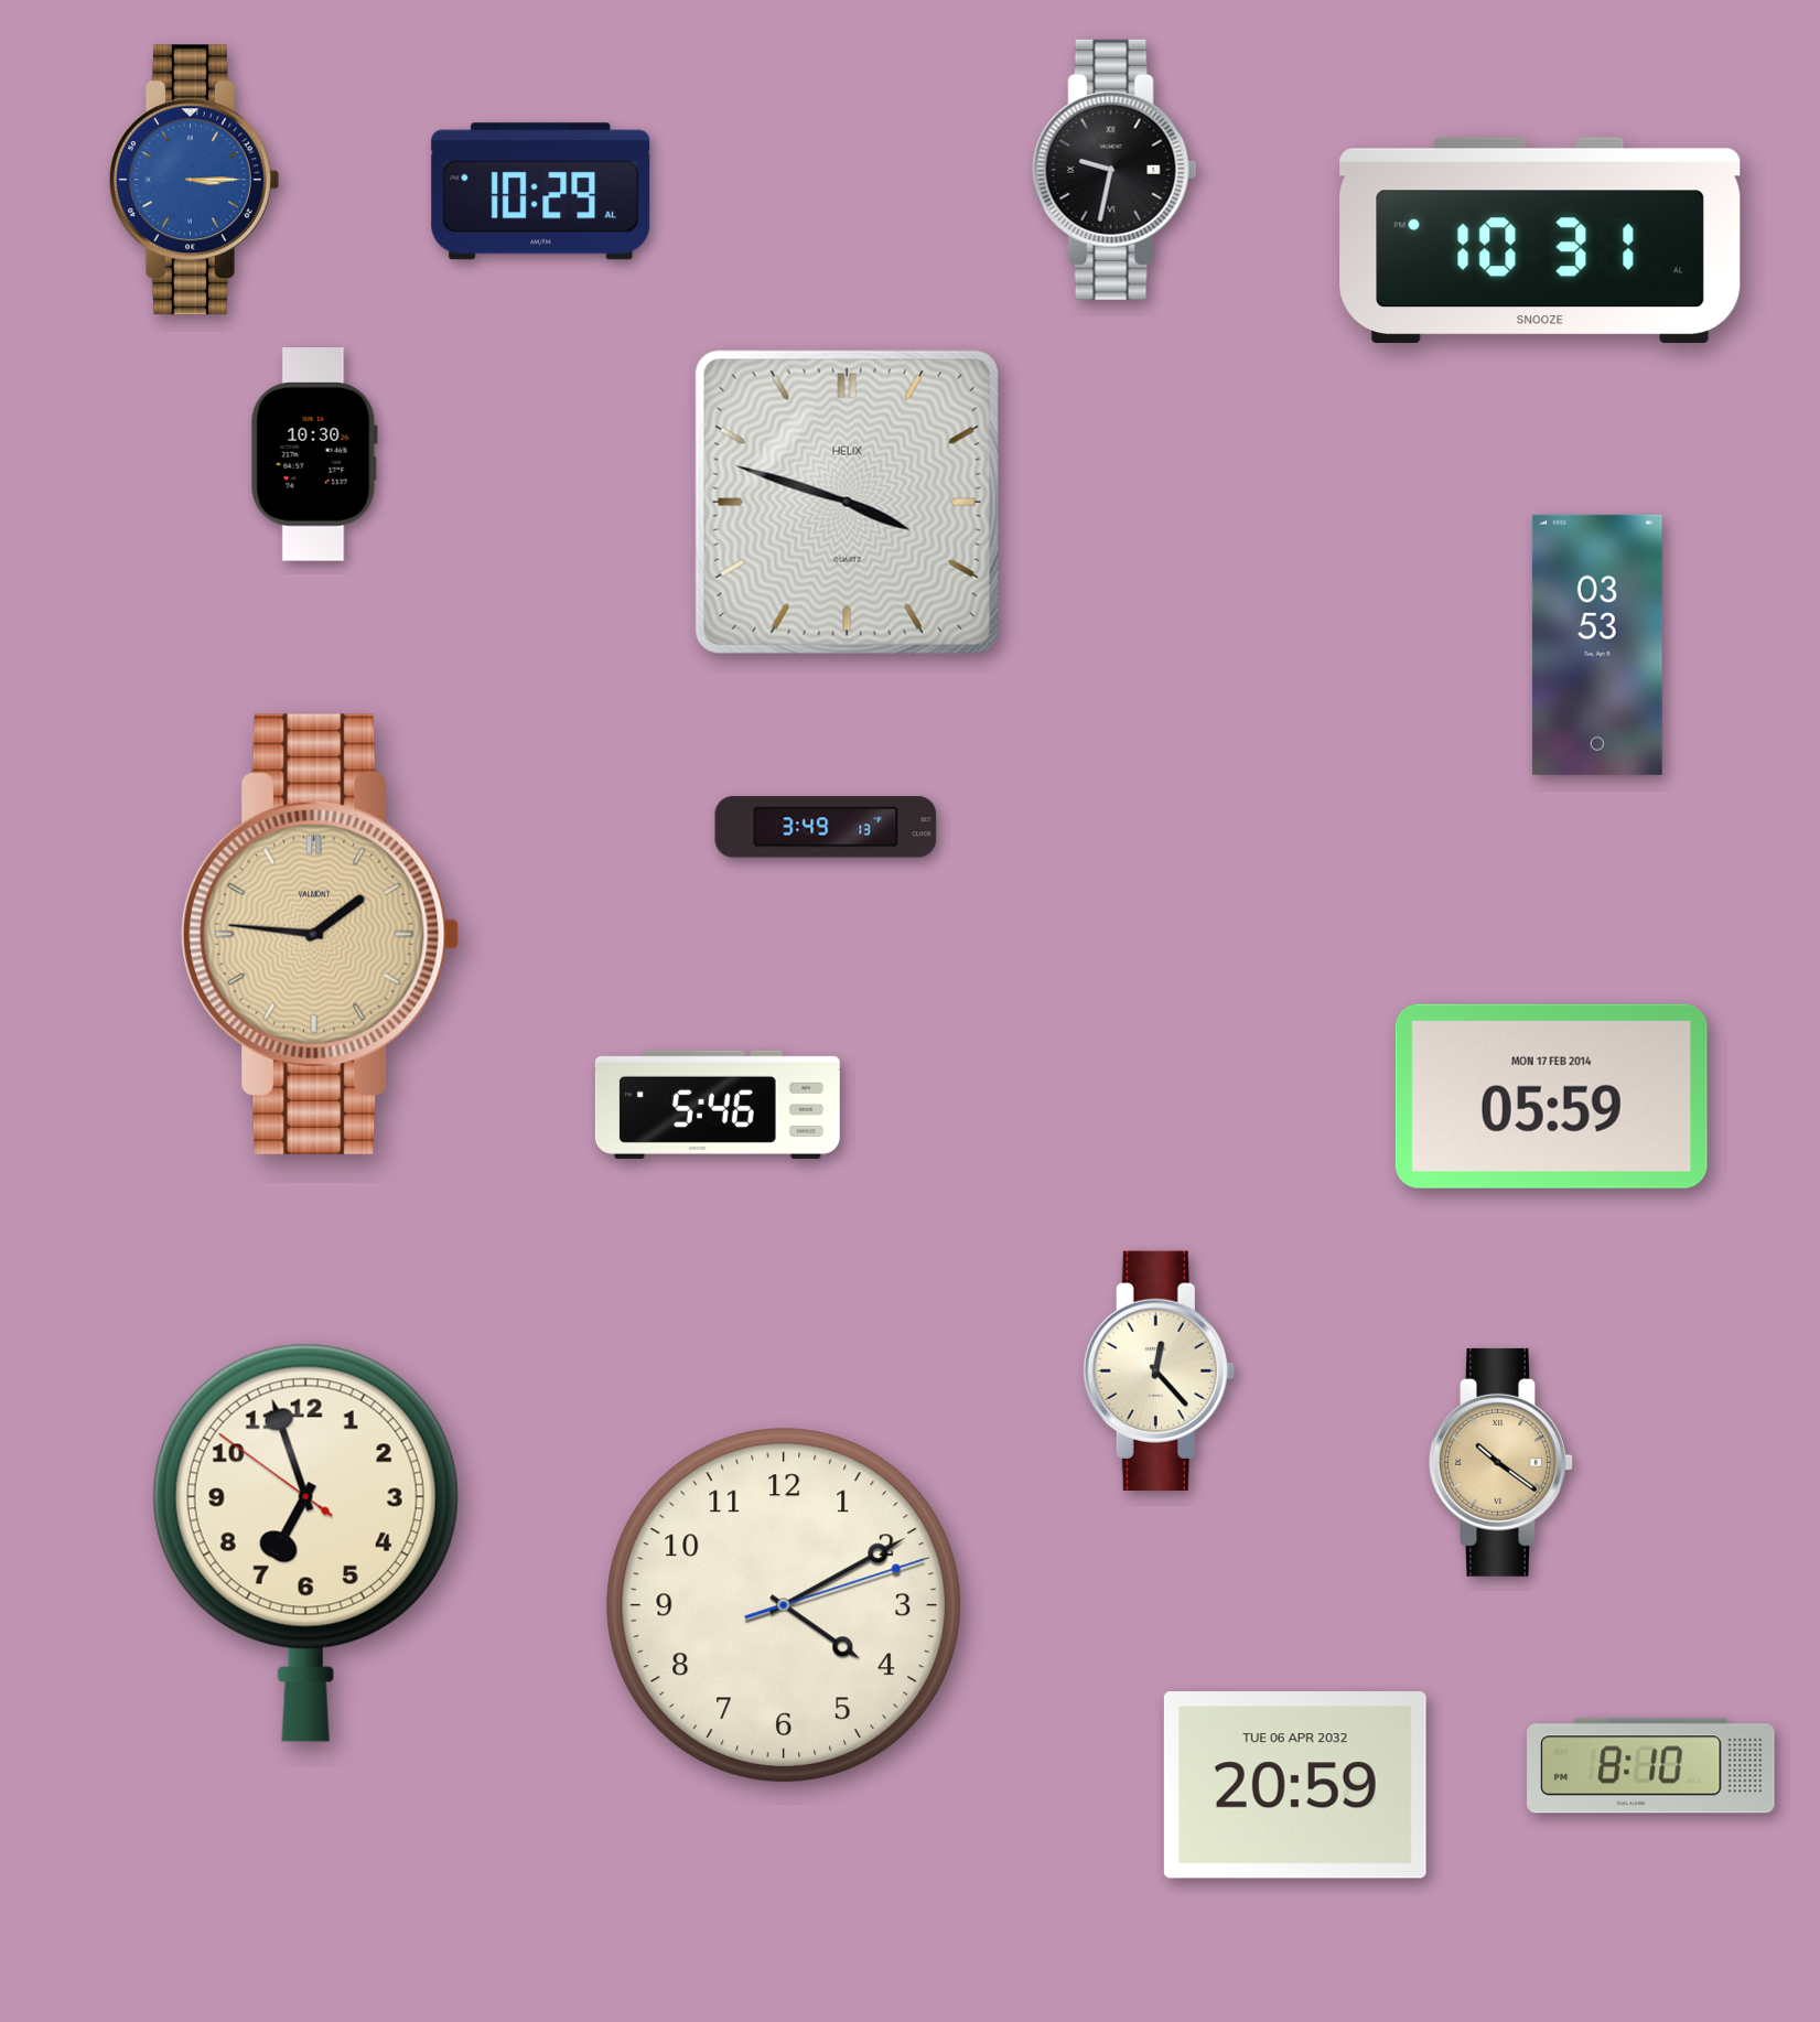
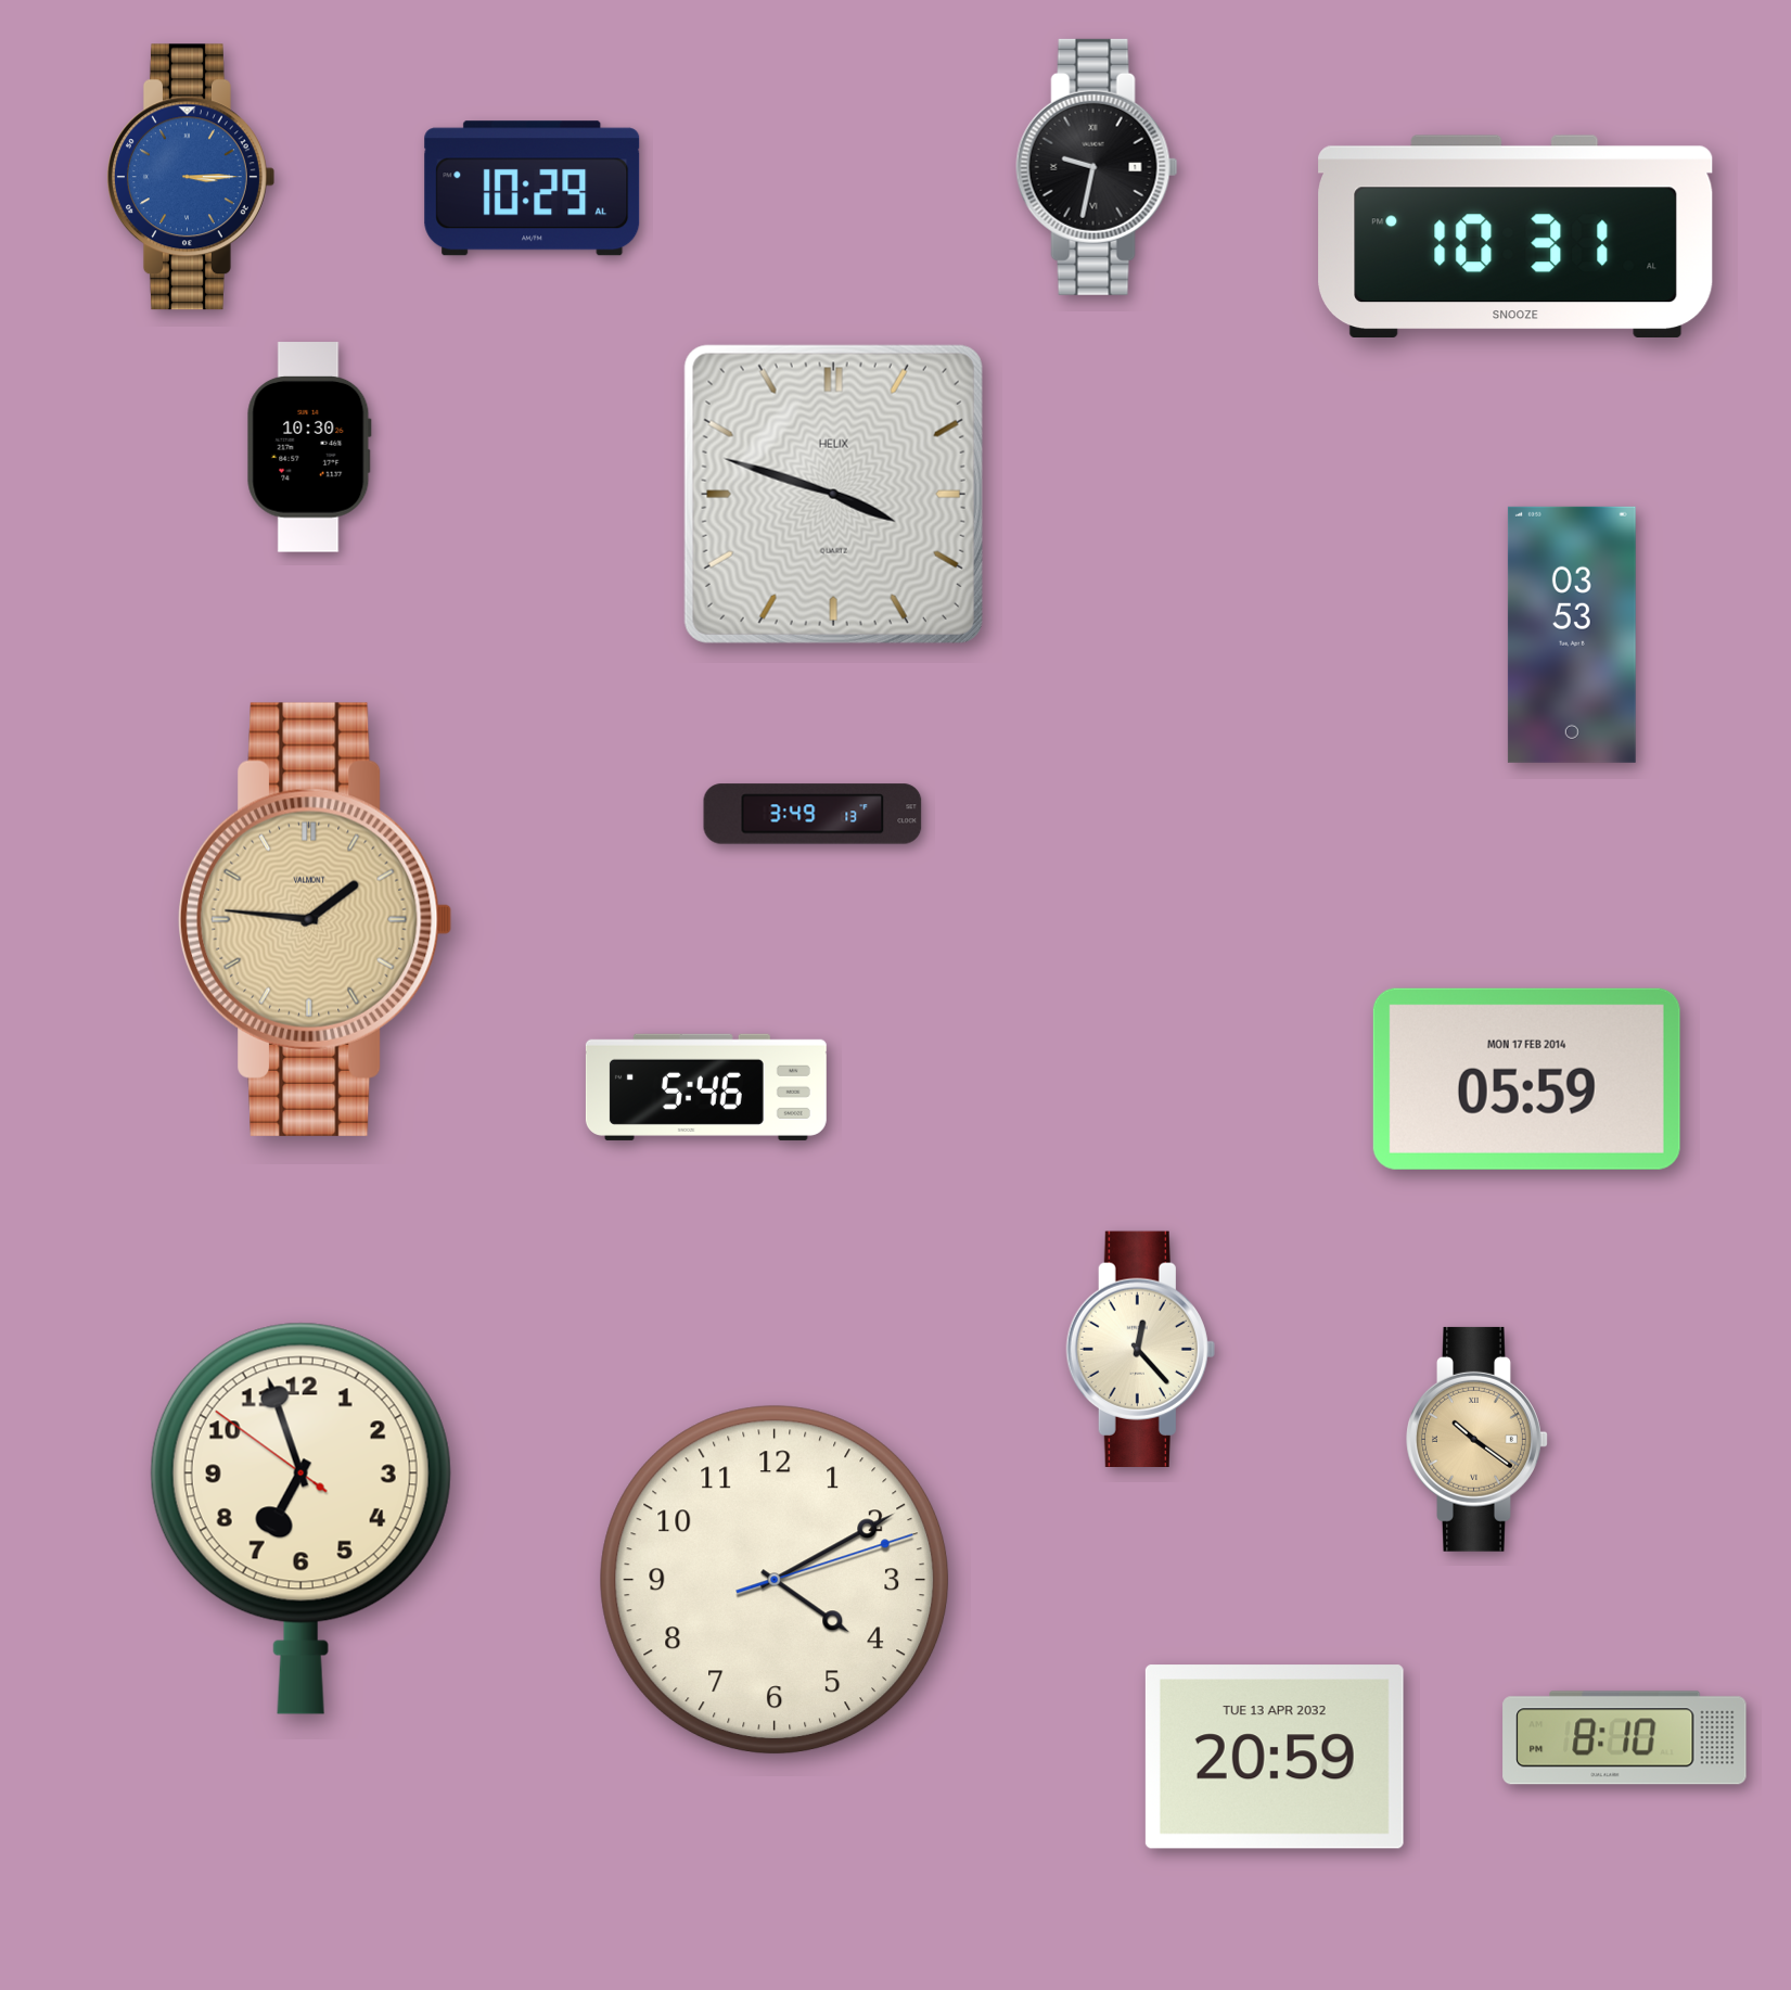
clock at (784, 1605) position: (784, 1605) -> (775, 1580)
clock at (1295, 1785) date: TUE 06 APR 2032 -> TUE 13 APR 2032
